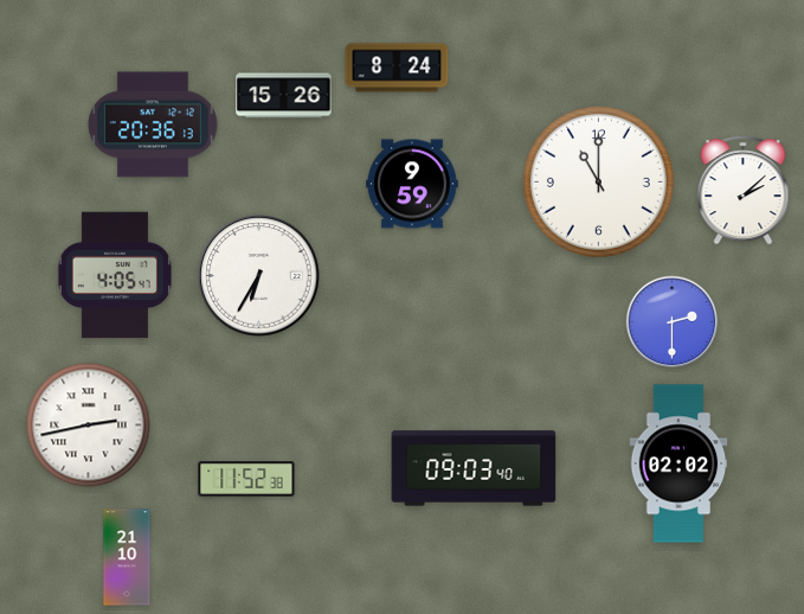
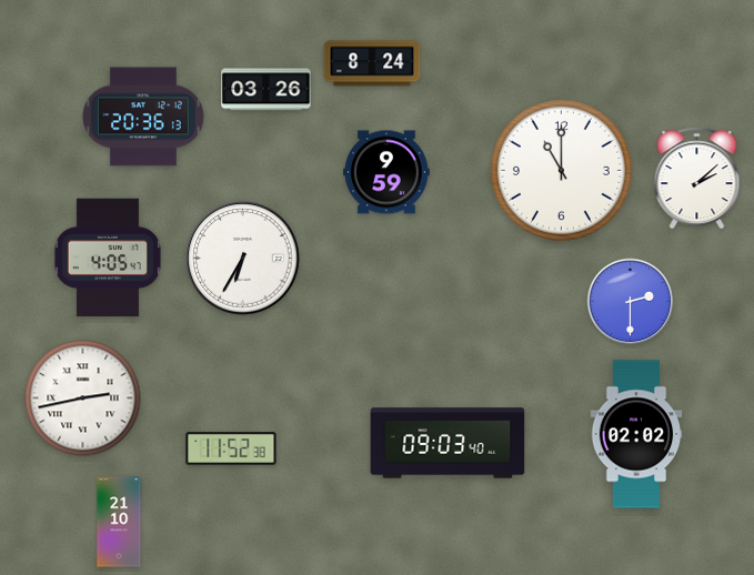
clock at (284, 96): 15:26 -> 03:26
clock at (474, 468) position: (474, 468) -> (448, 443)
